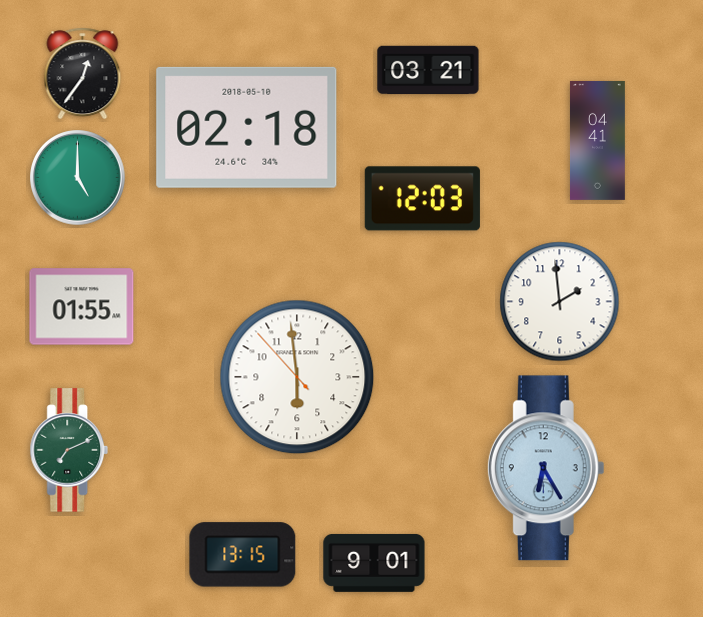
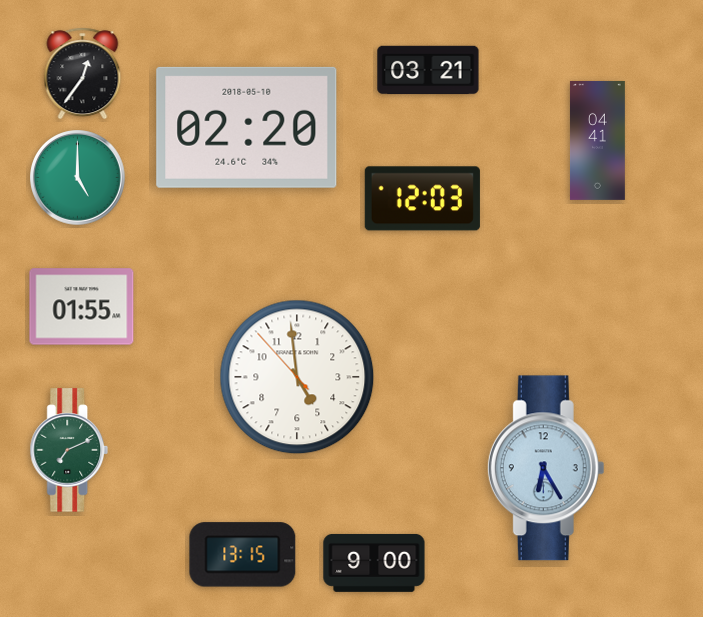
clock at (247, 127): 02:18 -> 02:20
clock at (560, 302): 1:59 -> none
clock at (297, 377): 5:58 -> 4:58
clock at (374, 563): 9:01 -> 9:00
